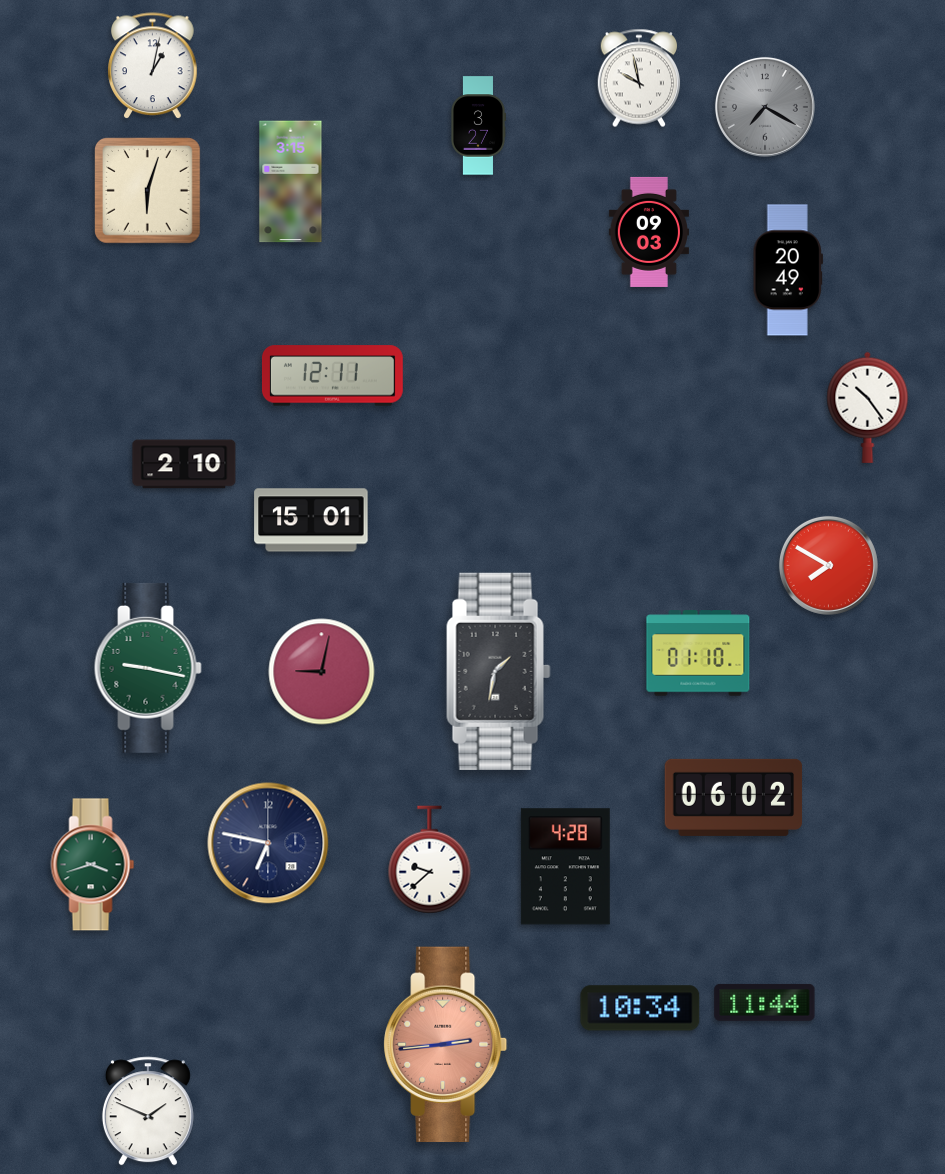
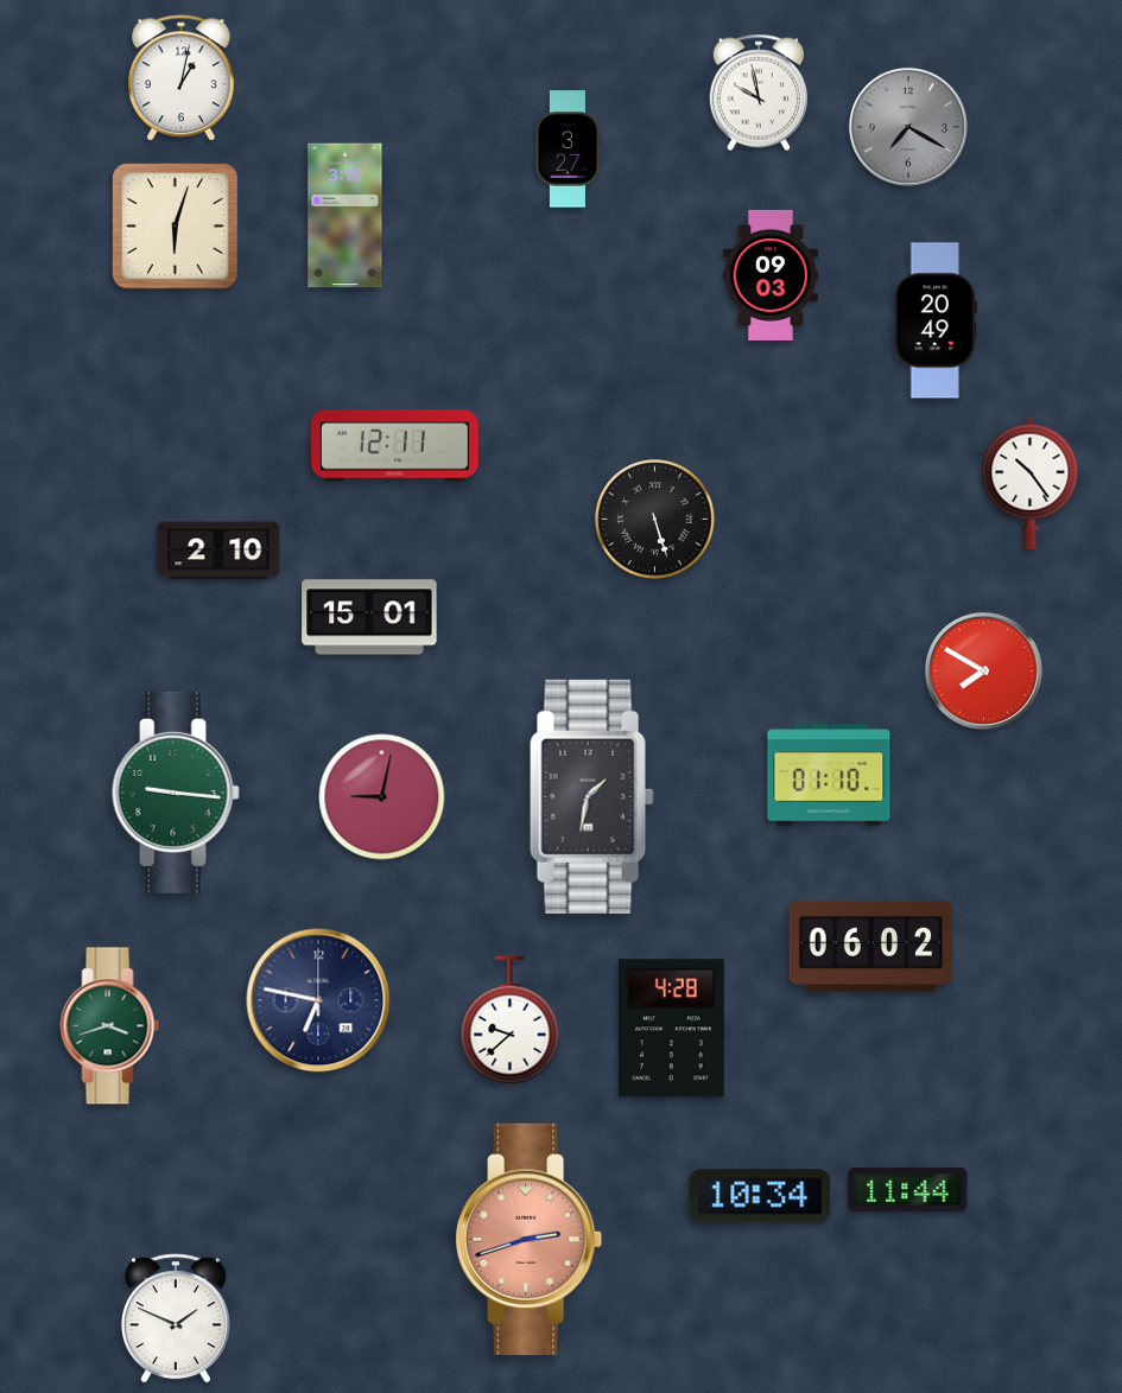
clock at (655, 520): none -> 5:27
clock at (148, 668): 9:17 -> 9:16
clock at (446, 1044): 2:44 -> 2:42
